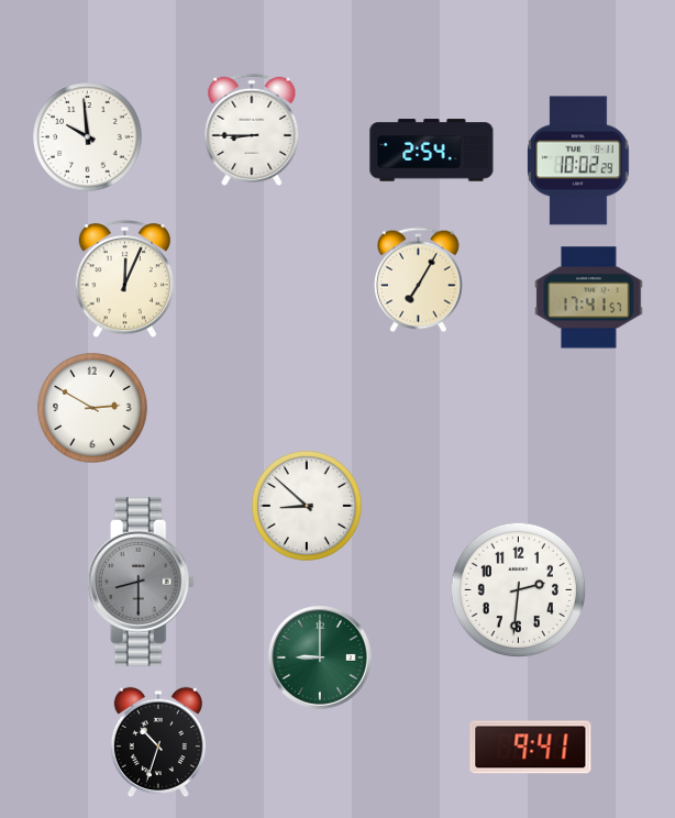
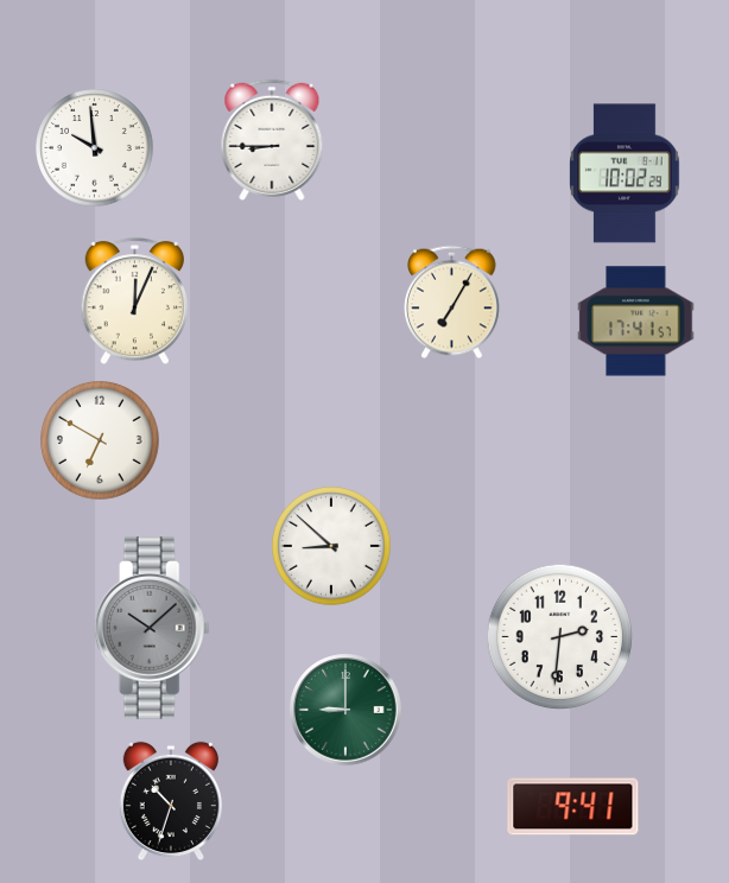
clock at (432, 151): 2:54 -> none
clock at (92, 408): 2:50 -> 6:50
clock at (141, 582): 8:30 -> 10:08
